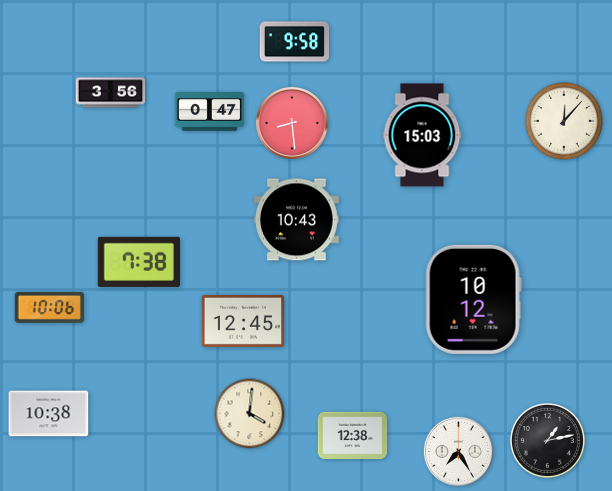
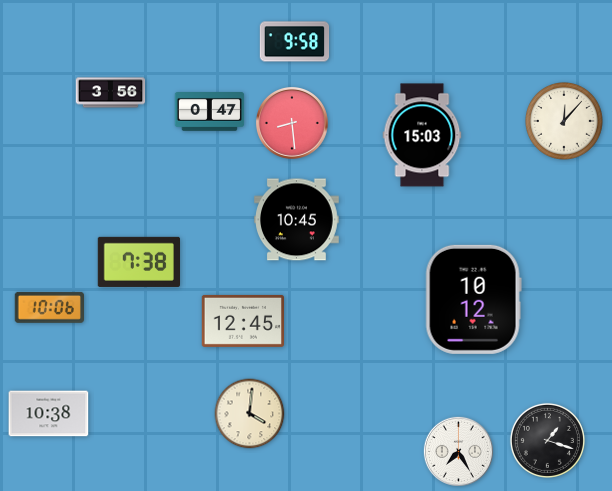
clock at (297, 220): 10:43 -> 10:45
clock at (353, 436): 12:38 -> none
clock at (547, 440): 1:13 -> 1:18
